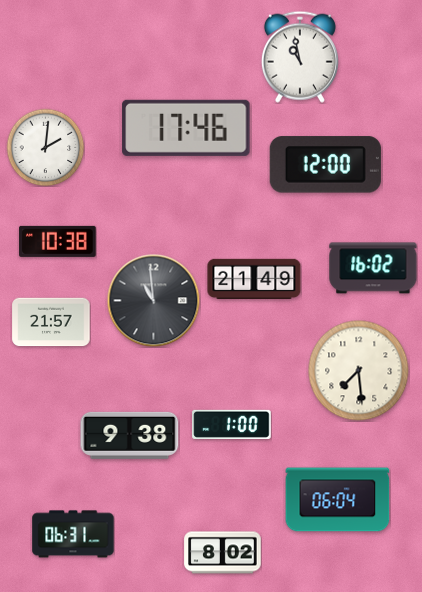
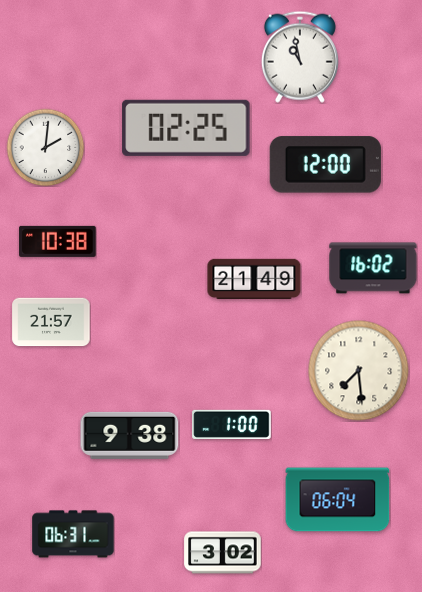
clock at (186, 128): 17:46 -> 02:25
clock at (153, 300): 10:59 -> none
clock at (223, 553): 8:02 -> 3:02
